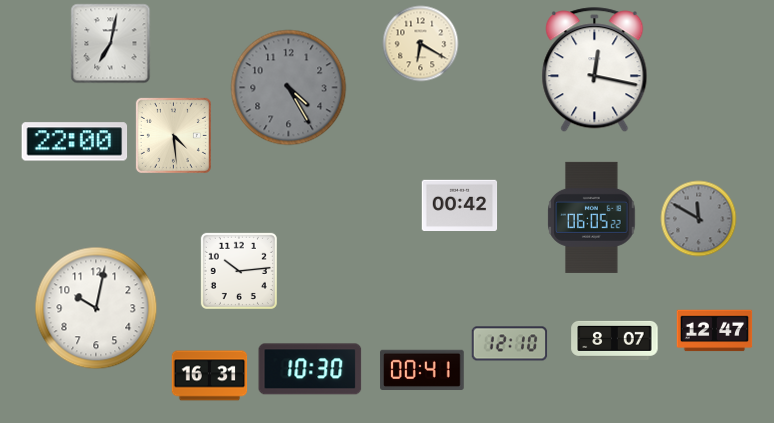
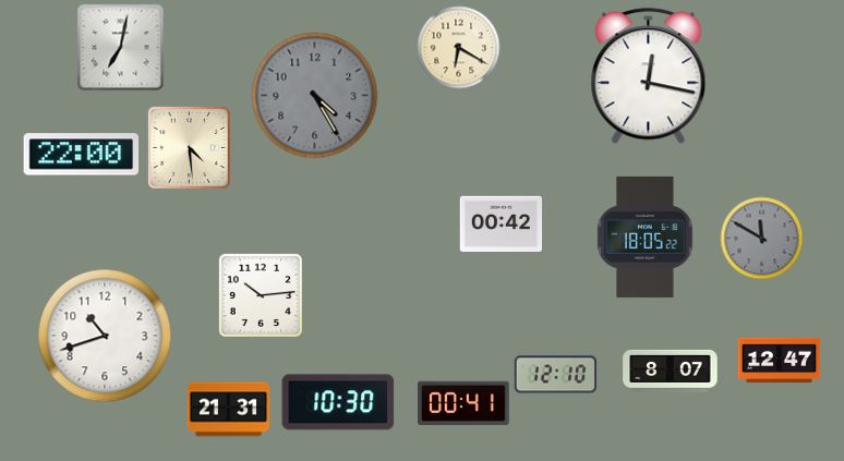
clock at (592, 217): 06:05 -> 18:05
clock at (96, 308): 10:02 -> 10:42
clock at (422, 369) position: (422, 369) -> (463, 402)
clock at (210, 376): 16:31 -> 21:31
